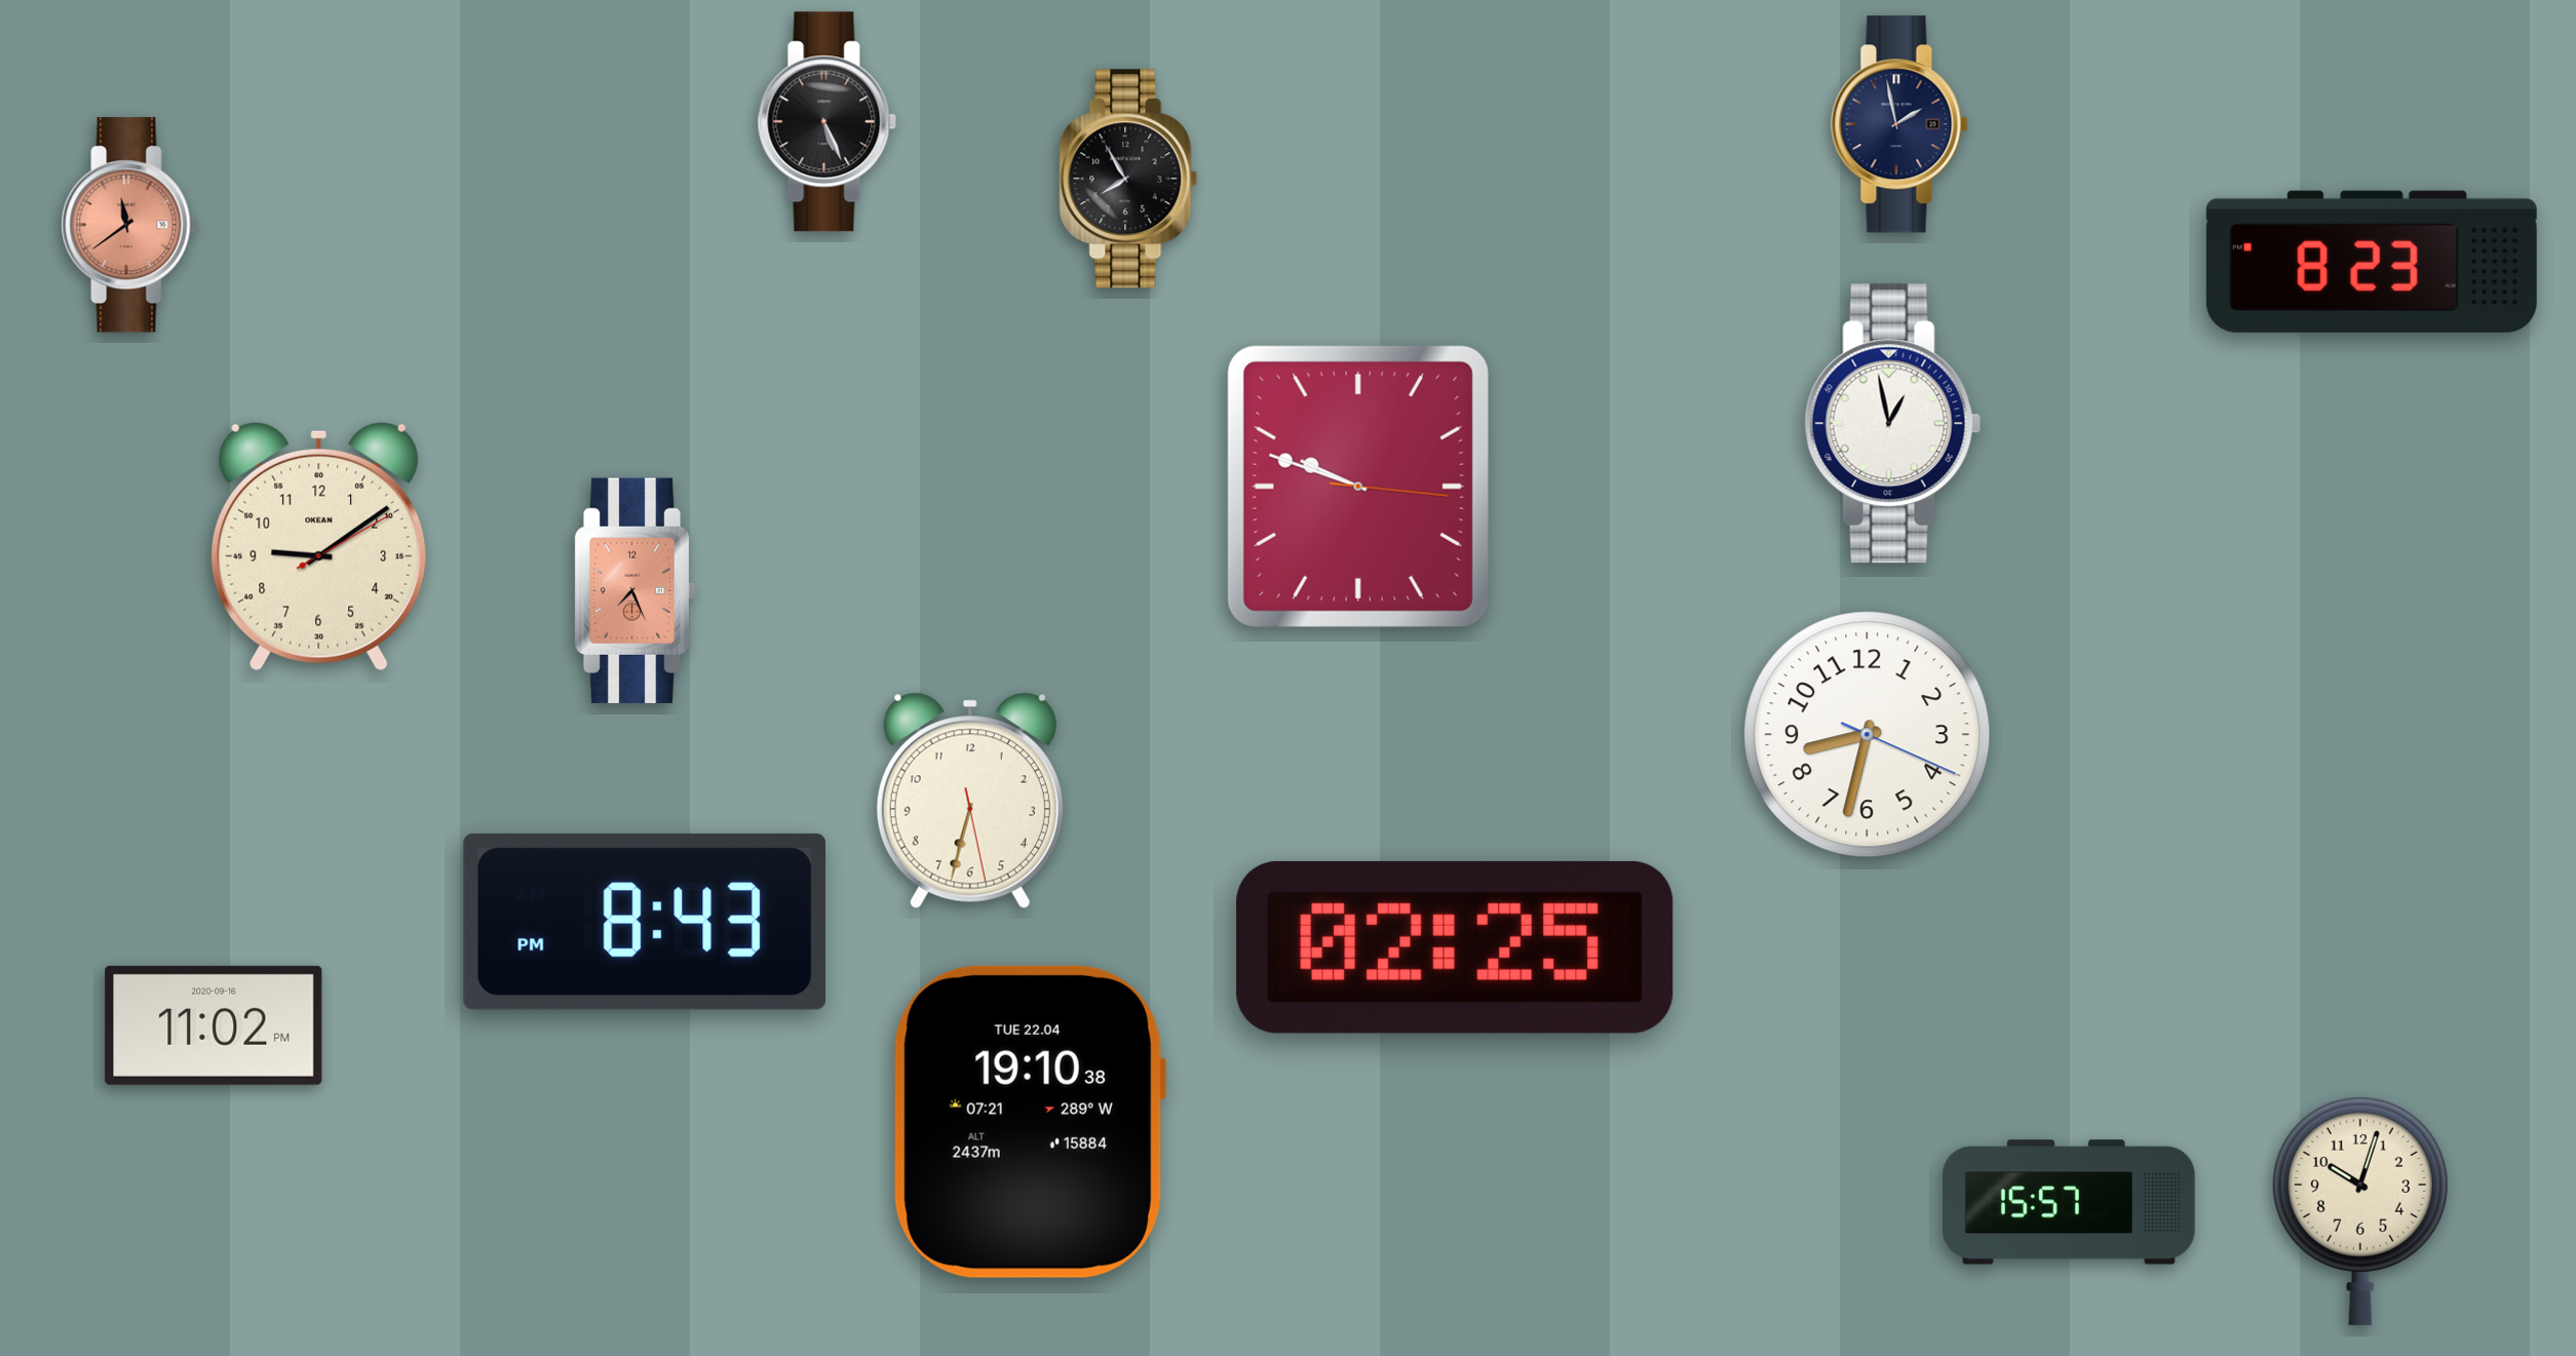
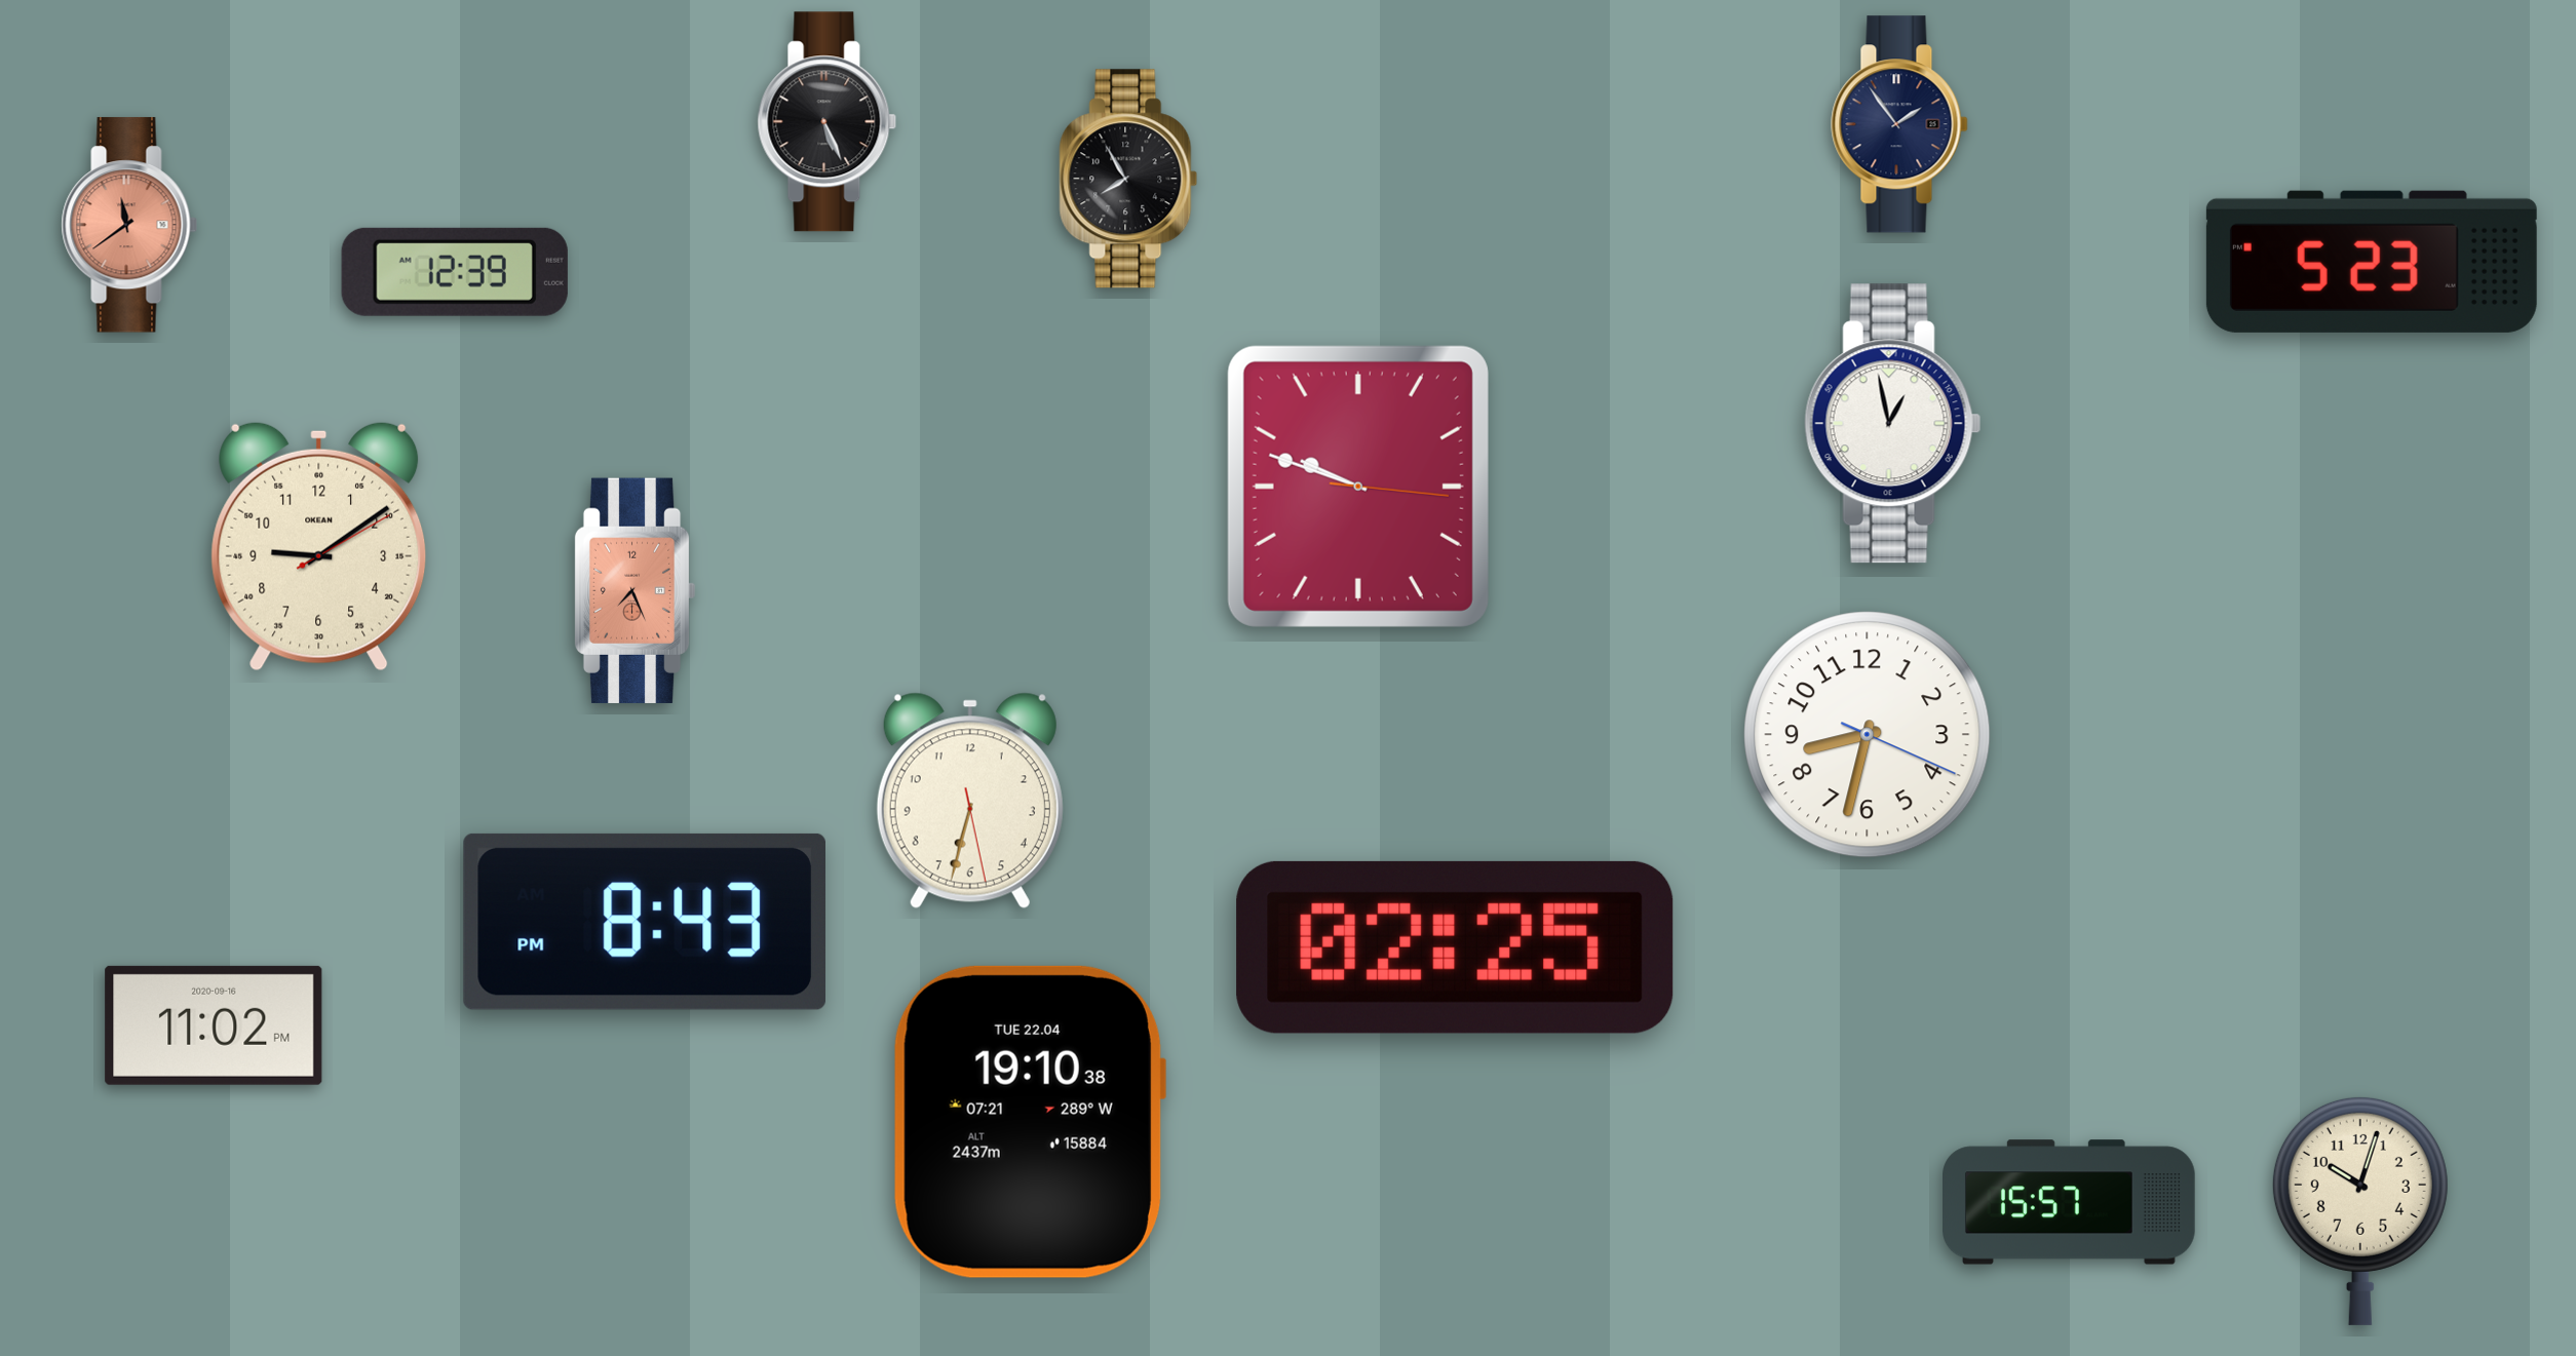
clock at (1899, 124): 1:58 -> 1:54
clock at (2372, 262): 8:23 -> 5:23
clock at (455, 272): none -> 12:39
